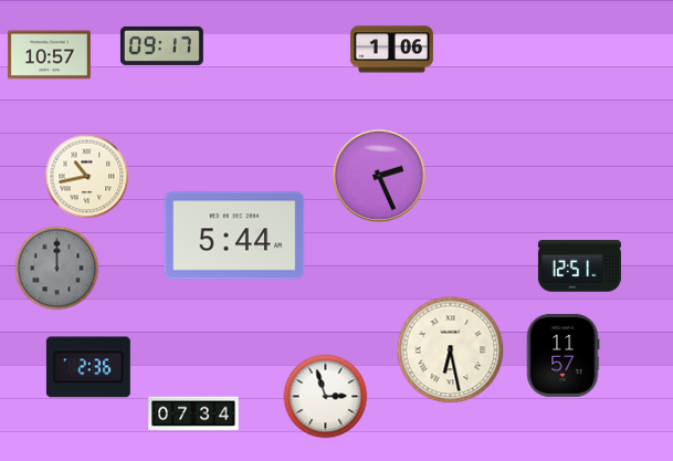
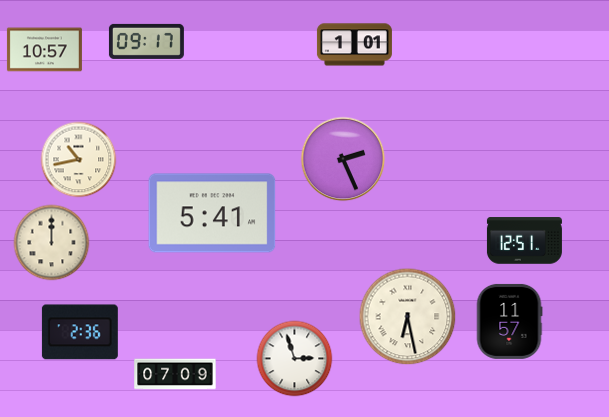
clock at (391, 50): 1:06 -> 1:01
clock at (234, 235): 5:44 -> 5:41
clock at (57, 269) dial: grey -> cream
clock at (193, 413): 07:34 -> 07:09
